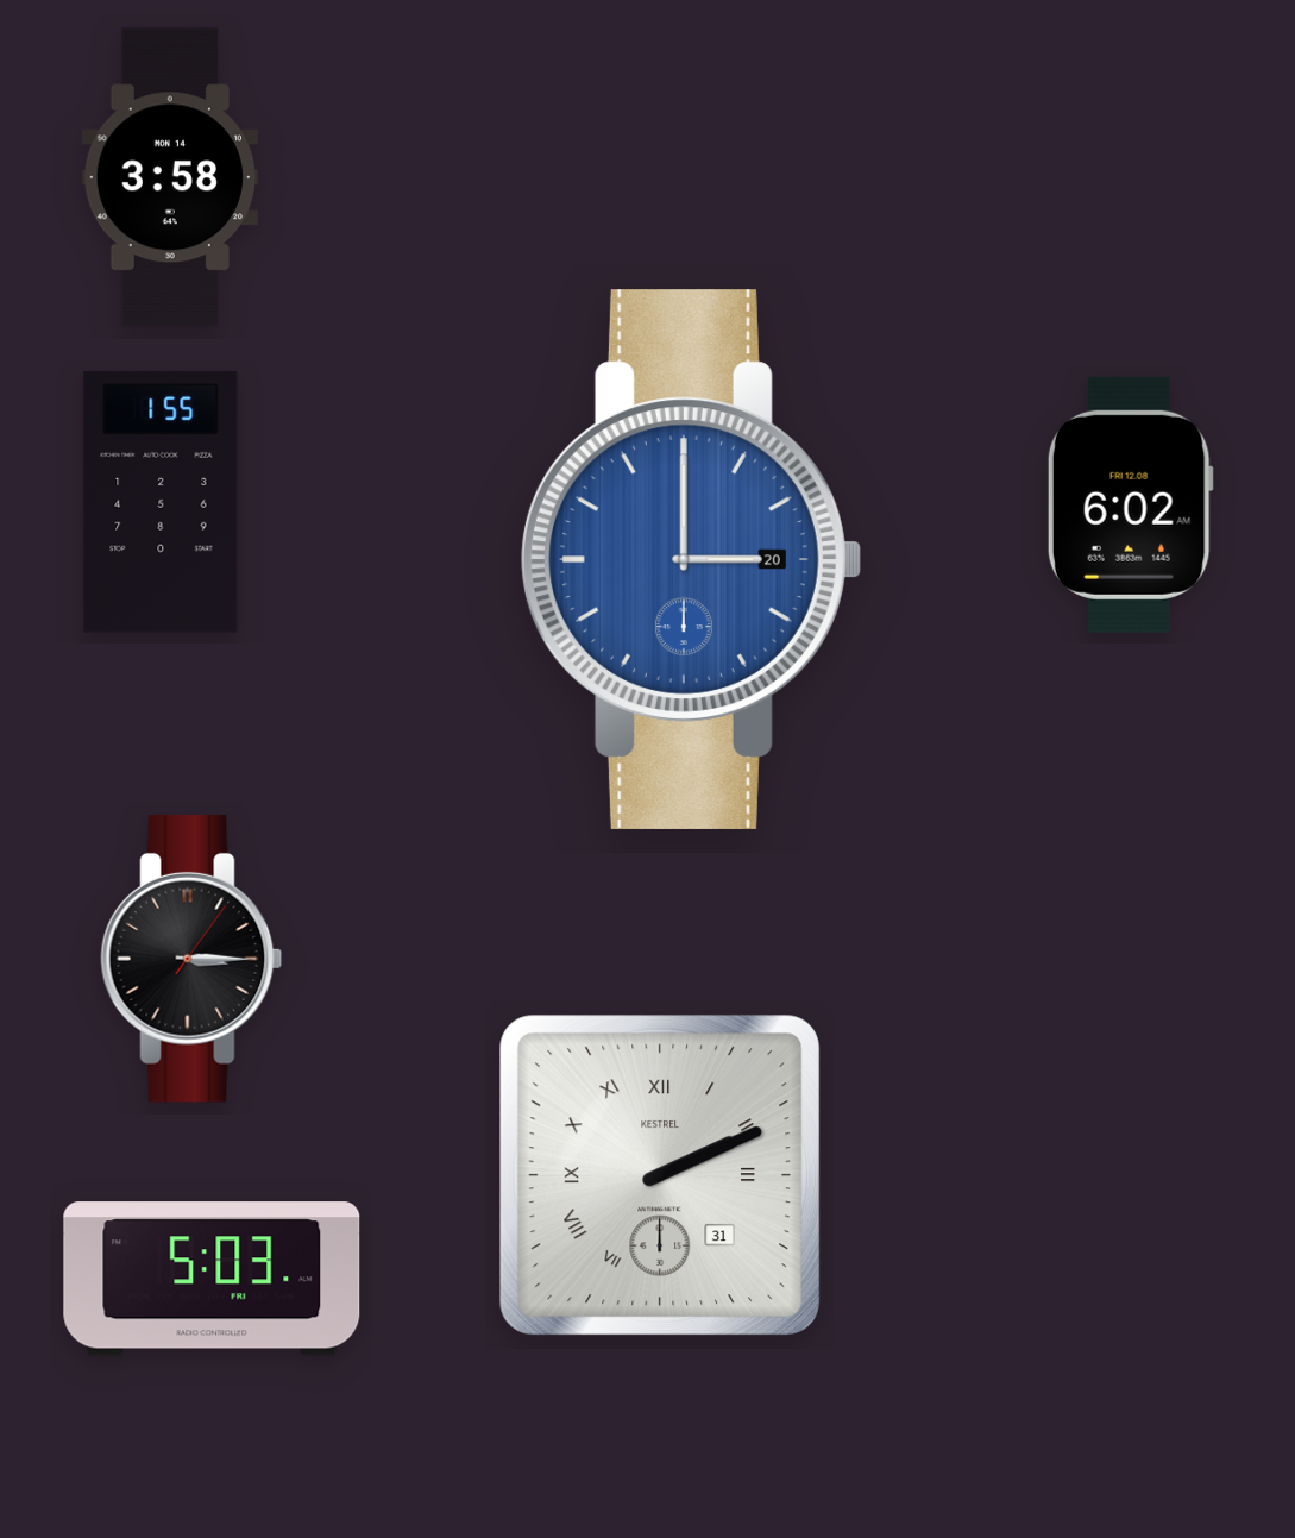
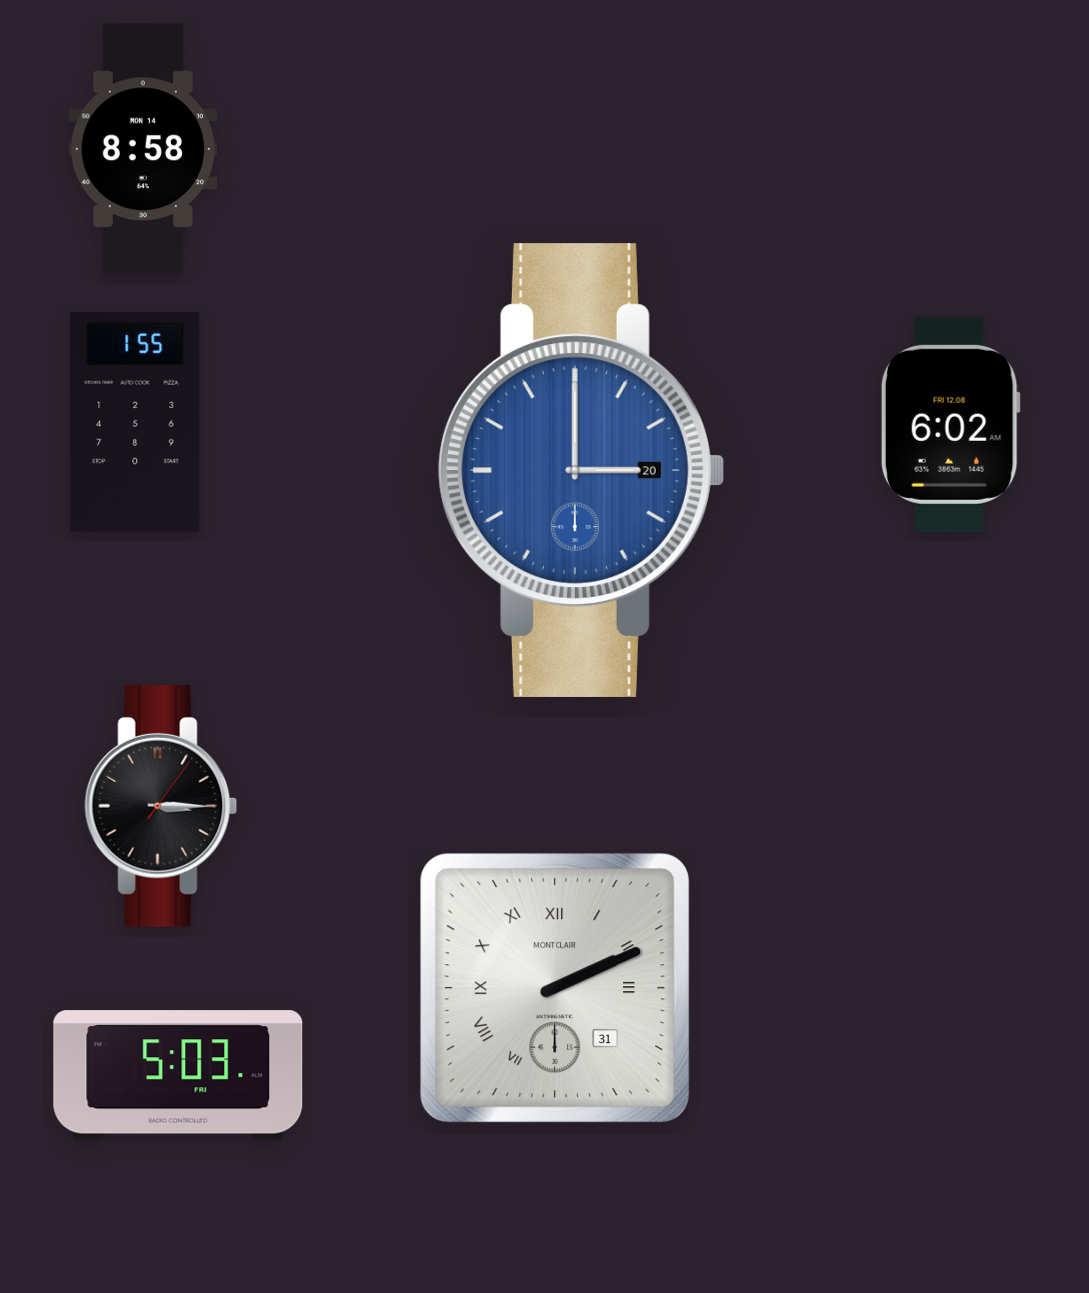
clock at (169, 177): 3:58 -> 8:58
clock at (660, 1175) brand: KESTREL -> MONTCLAIR
